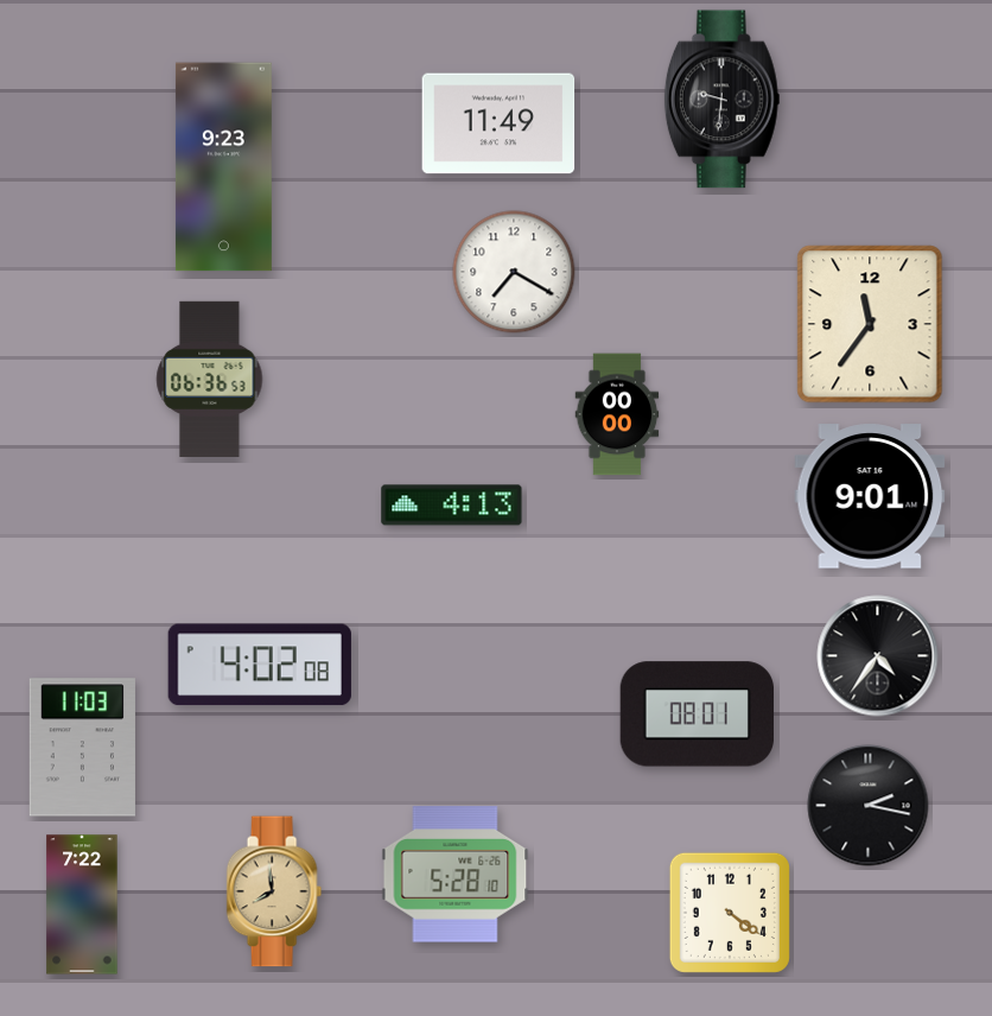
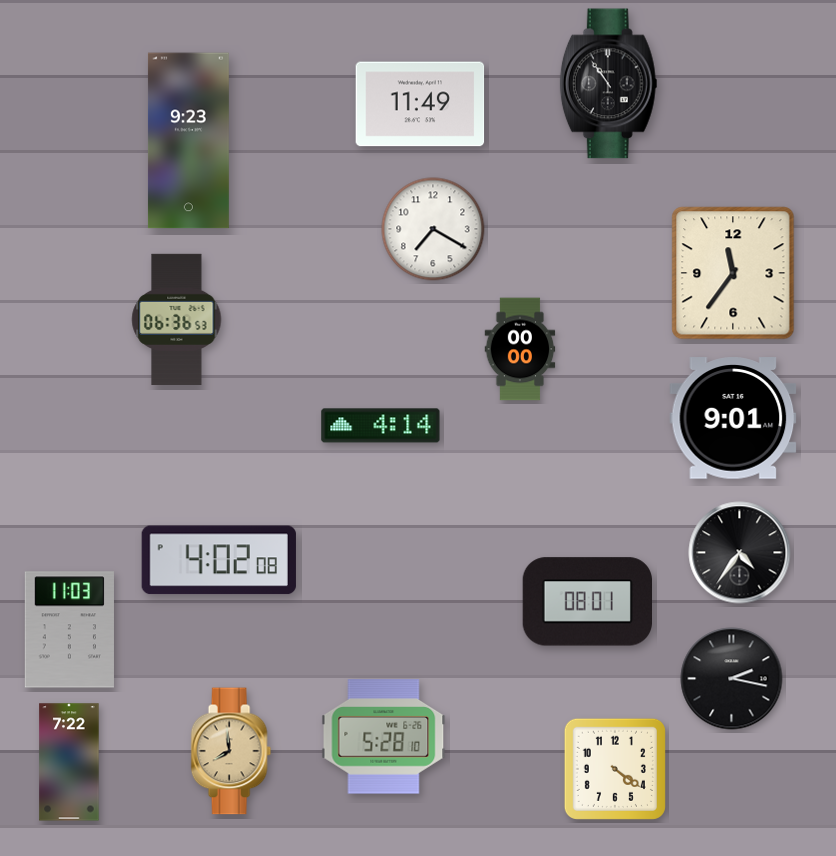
clock at (721, 100): 9:31 -> 10:54
clock at (452, 506): 4:13 -> 4:14
